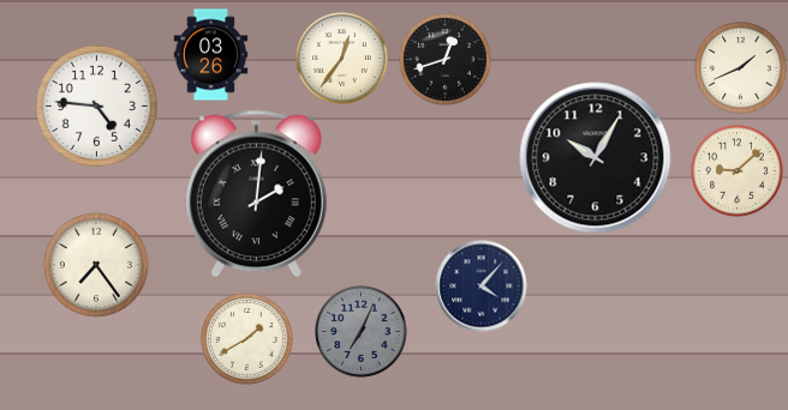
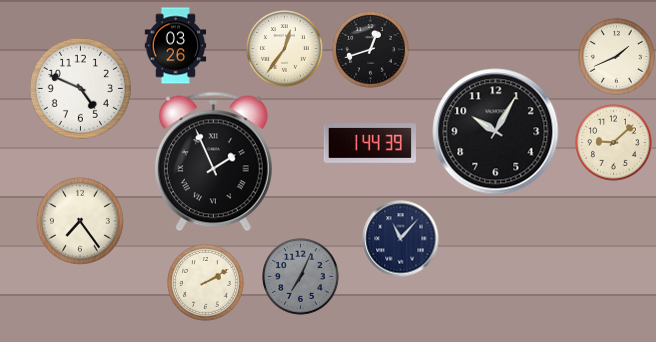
clock at (96, 105): 4:46 -> 4:49
clock at (369, 144): none -> 1:44
clock at (256, 194): 2:01 -> 1:56
clock at (482, 287): 4:07 -> 11:07
clock at (247, 339): 1:40 -> 2:10
